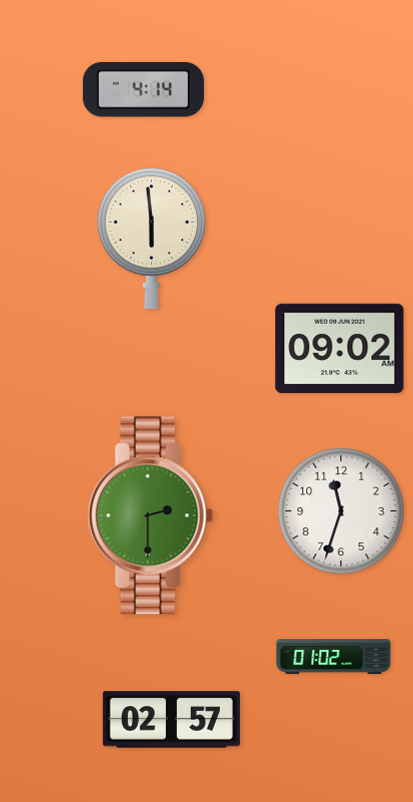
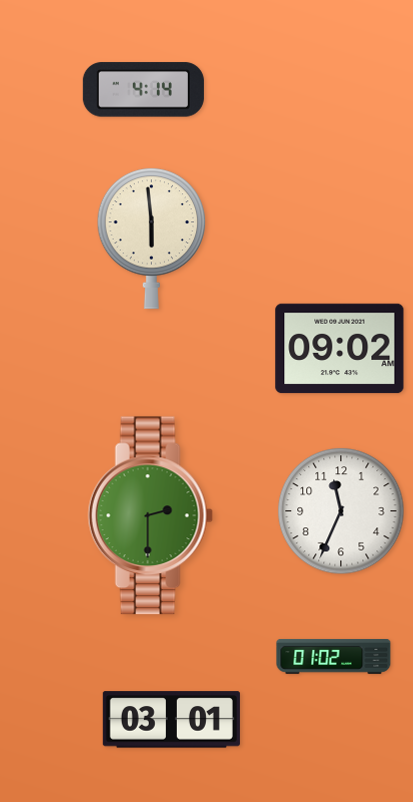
clock at (341, 511): 11:33 -> 11:34
clock at (171, 720): 02:57 -> 03:01
